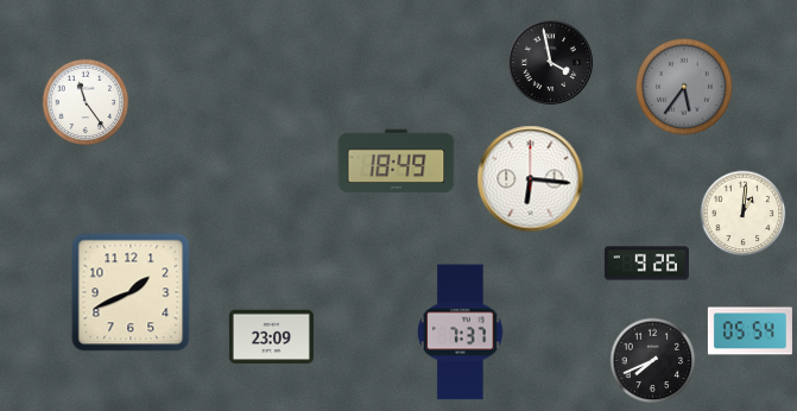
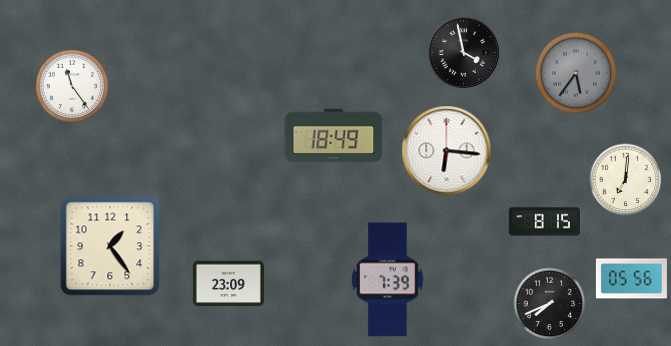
clock at (744, 214): 1:01 -> 7:01
clock at (646, 264): 9:26 -> 8:15
clock at (131, 292): 1:41 -> 1:24
clock at (749, 331): 05:54 -> 05:56
clock at (461, 333): 7:37 -> 7:39
